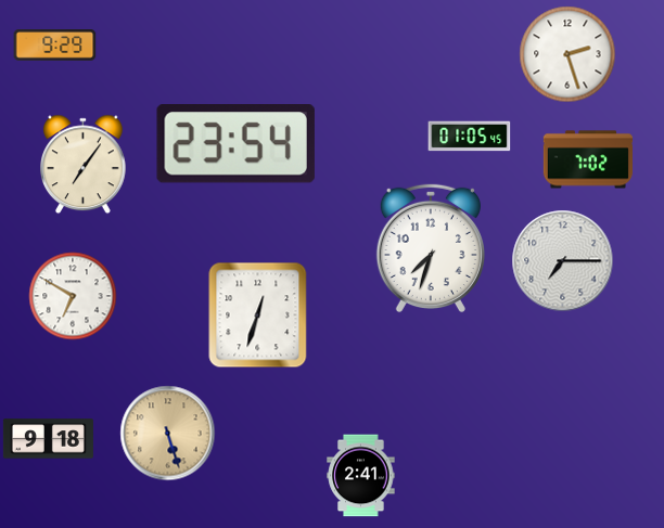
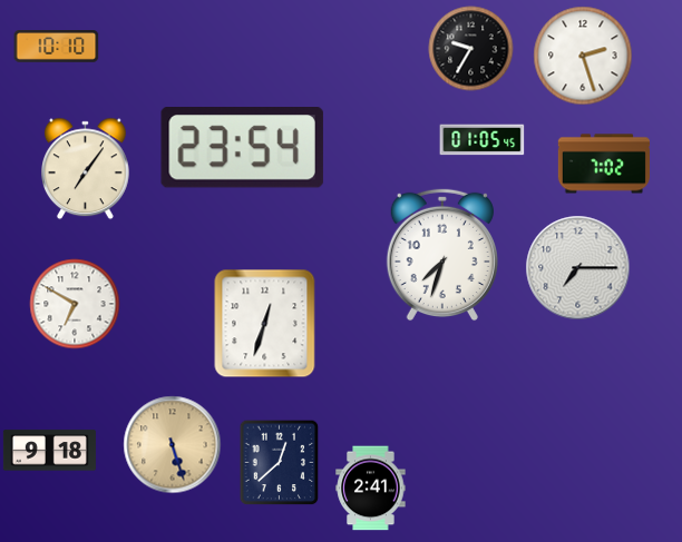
clock at (55, 46): 9:29 -> 10:10
clock at (471, 49): none -> 9:35
clock at (280, 462): none -> 12:38
